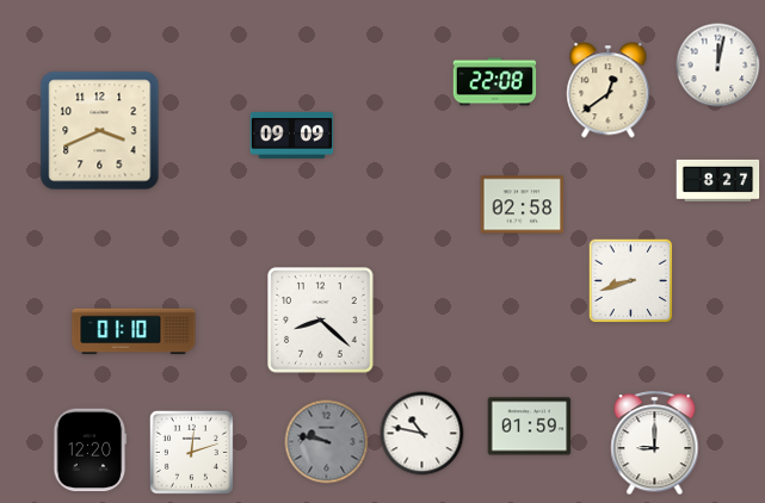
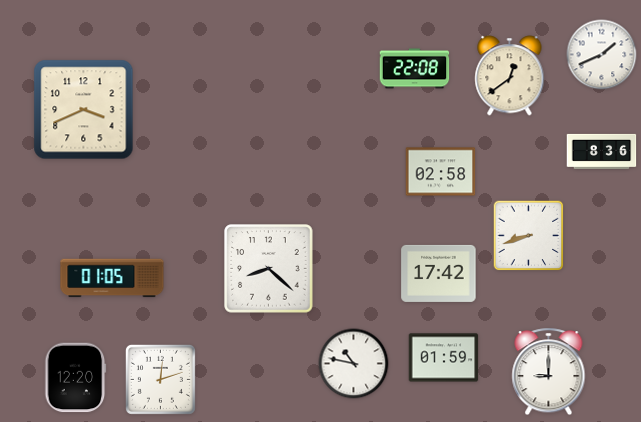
clock at (718, 66): 12:02 -> 1:41
clock at (292, 135): 09:09 -> none
clock at (718, 180): 8:27 -> 8:36
clock at (523, 205) position: (523, 205) -> (441, 172)
clock at (439, 273): none -> 17:42
clock at (134, 331): 01:10 -> 01:05
clock at (327, 442): 9:47 -> none
